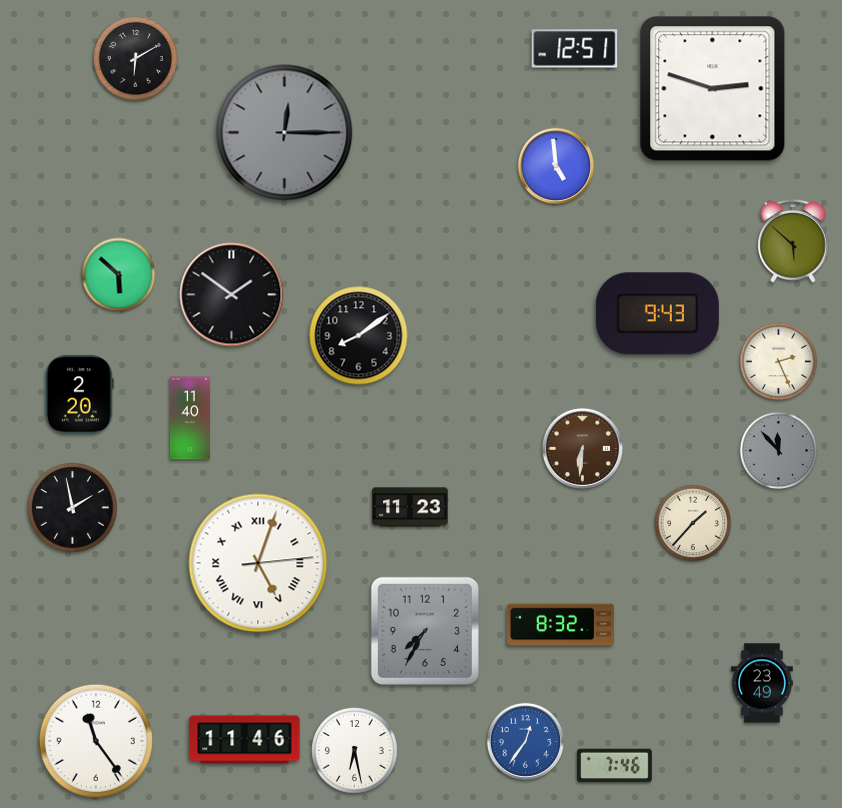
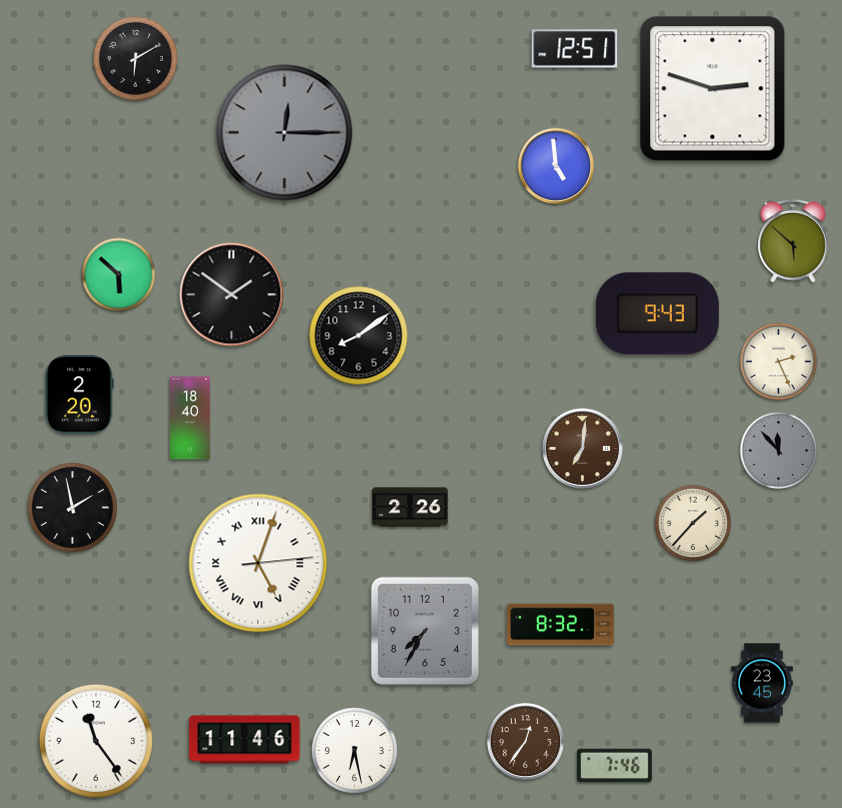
clock at (190, 418): 11:40 -> 18:40
clock at (582, 448): 6:31 -> 7:01
clock at (410, 507): 11:23 -> 2:26
clock at (763, 683): 23:49 -> 23:45
clock at (525, 741) dial: blue -> brown
